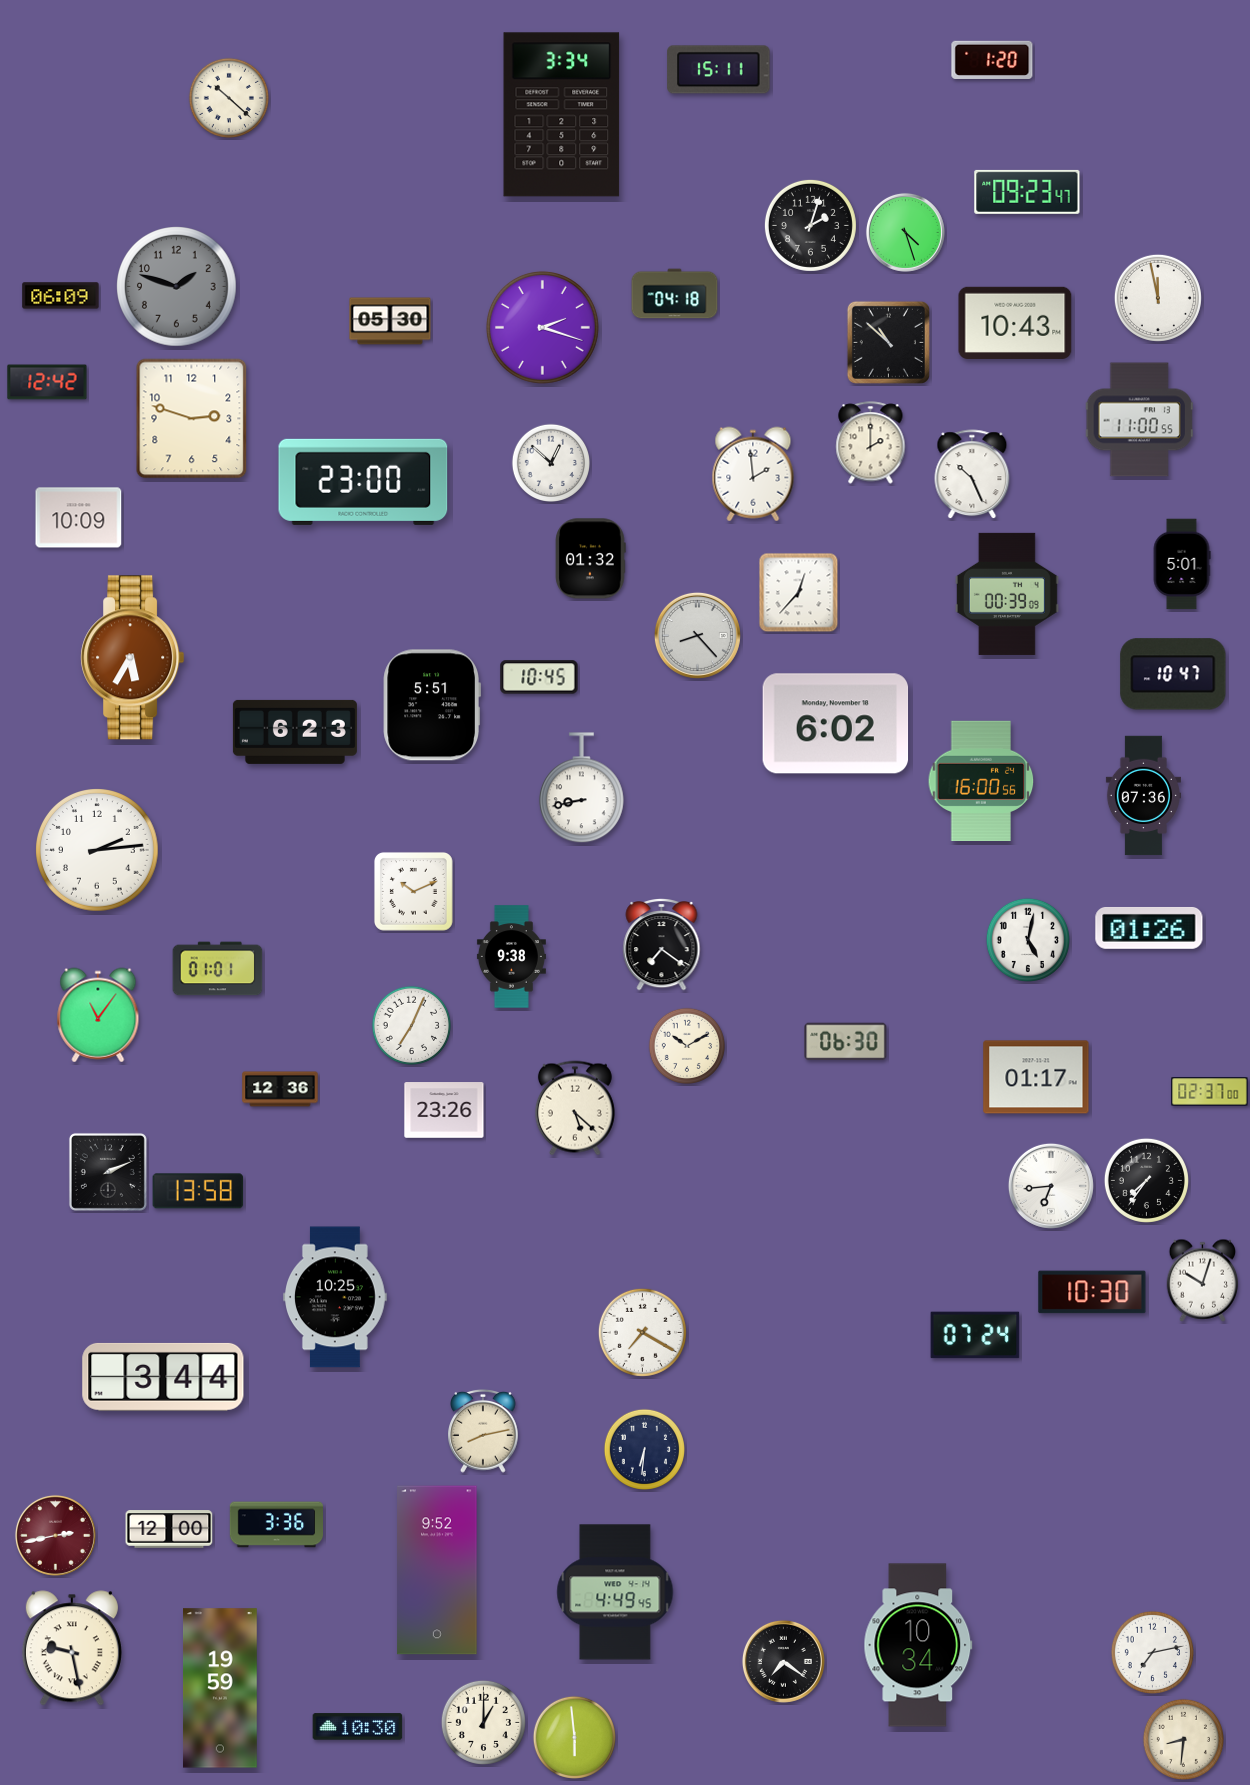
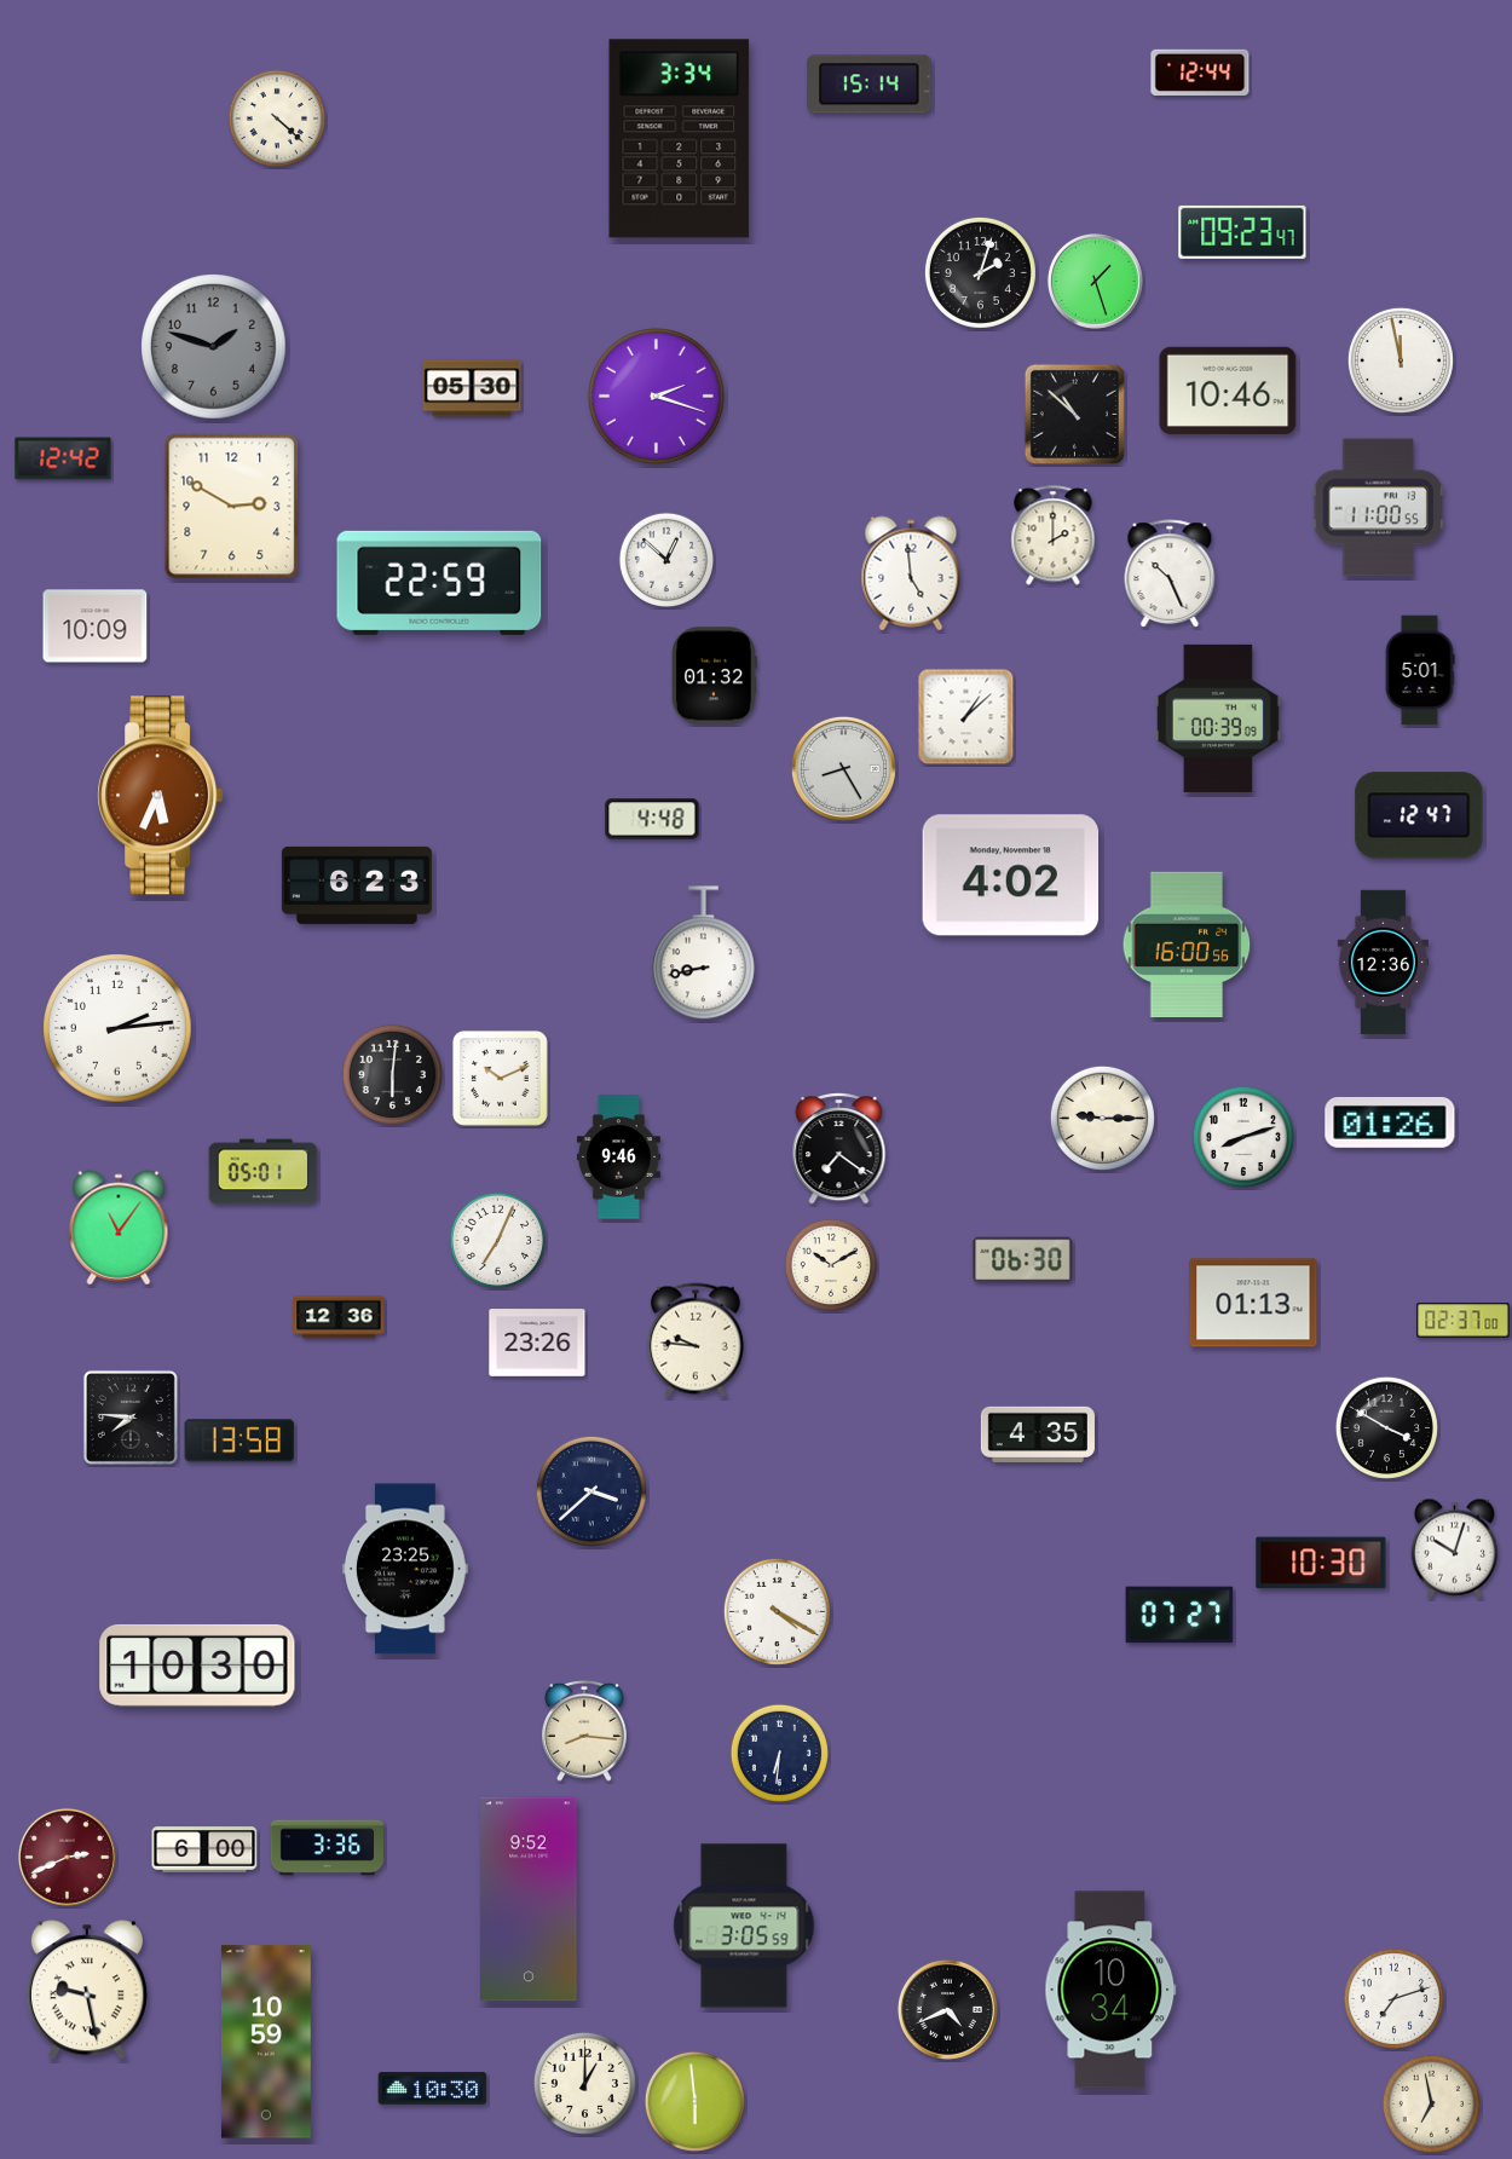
clock at (992, 59): 1:20 -> 12:44
clock at (719, 70): 15:11 -> 15:14
clock at (228, 97): 10:22 -> 4:22
clock at (905, 232): 4:27 -> 1:27
clock at (675, 294): 04:18 -> none
clock at (61, 296): 06:09 -> none
clock at (1015, 322): 10:43 -> 10:46
clock at (47, 382) position: (47, 382) -> (63, 458)
clock at (192, 419): 2:48 -> 2:50
clock at (753, 474): 1:59 -> 4:59
clock at (972, 475) position: (972, 475) -> (1170, 575)
clock at (363, 482): 23:00 -> 22:59
clock at (1182, 564) position: (1182, 564) -> (1420, 670)
clock at (799, 593): 12:37 -> 1:08
clock at (697, 635): 8:23 -> 8:25
clock at (133, 658): 5:35 -> 5:34
clock at (1173, 674): 10:47 -> 12:47
clock at (539, 677): 10:45 -> 4:48
clock at (432, 705): 5:51 -> none
clock at (836, 724): 6:02 -> 4:02
clock at (1143, 796): 07:36 -> 12:36
clock at (392, 1074): none -> 6:01
clock at (1102, 1118): none -> 9:15
clock at (1028, 940): 5:02 -> 8:12
clock at (662, 944) position: (662, 944) -> (839, 1148)
clock at (511, 957): 9:38 -> 9:46
clock at (218, 969): 01:01 -> 05:01
clock at (1036, 1077): 01:17 -> 01:13
clock at (575, 1108): 5:22 -> 9:46
clock at (108, 1172): 2:11 -> 7:46
clock at (1146, 1180): 7:36 -> 3:50
clock at (1038, 1434): none -> 4:35
clock at (1051, 1186): 6:44 -> none
clock at (591, 1491): none -> 3:38
clock at (336, 1297): 10:25 -> 23:25
clock at (642, 1332): 7:20 -> 4:20
clock at (975, 1335): 07:24 -> 07:27
clock at (163, 1377): 3:44 -> 10:30
clock at (484, 1431): 8:13 -> 8:16
clock at (277, 1525) position: (277, 1525) -> (328, 1848)
clock at (169, 1529): 12:00 -> 6:00
clock at (55, 1535): 2:43 -> 2:41
clock at (615, 1592): 4:49 -> 3:05
clock at (72, 1648) position: (72, 1648) -> (87, 1990)
clock at (1152, 1652): 7:13 -> 7:12
clock at (783, 1661): 7:21 -> 4:41
clock at (221, 1688): 19:59 -> 10:59
clock at (1183, 1739): 8:31 -> 6:58
